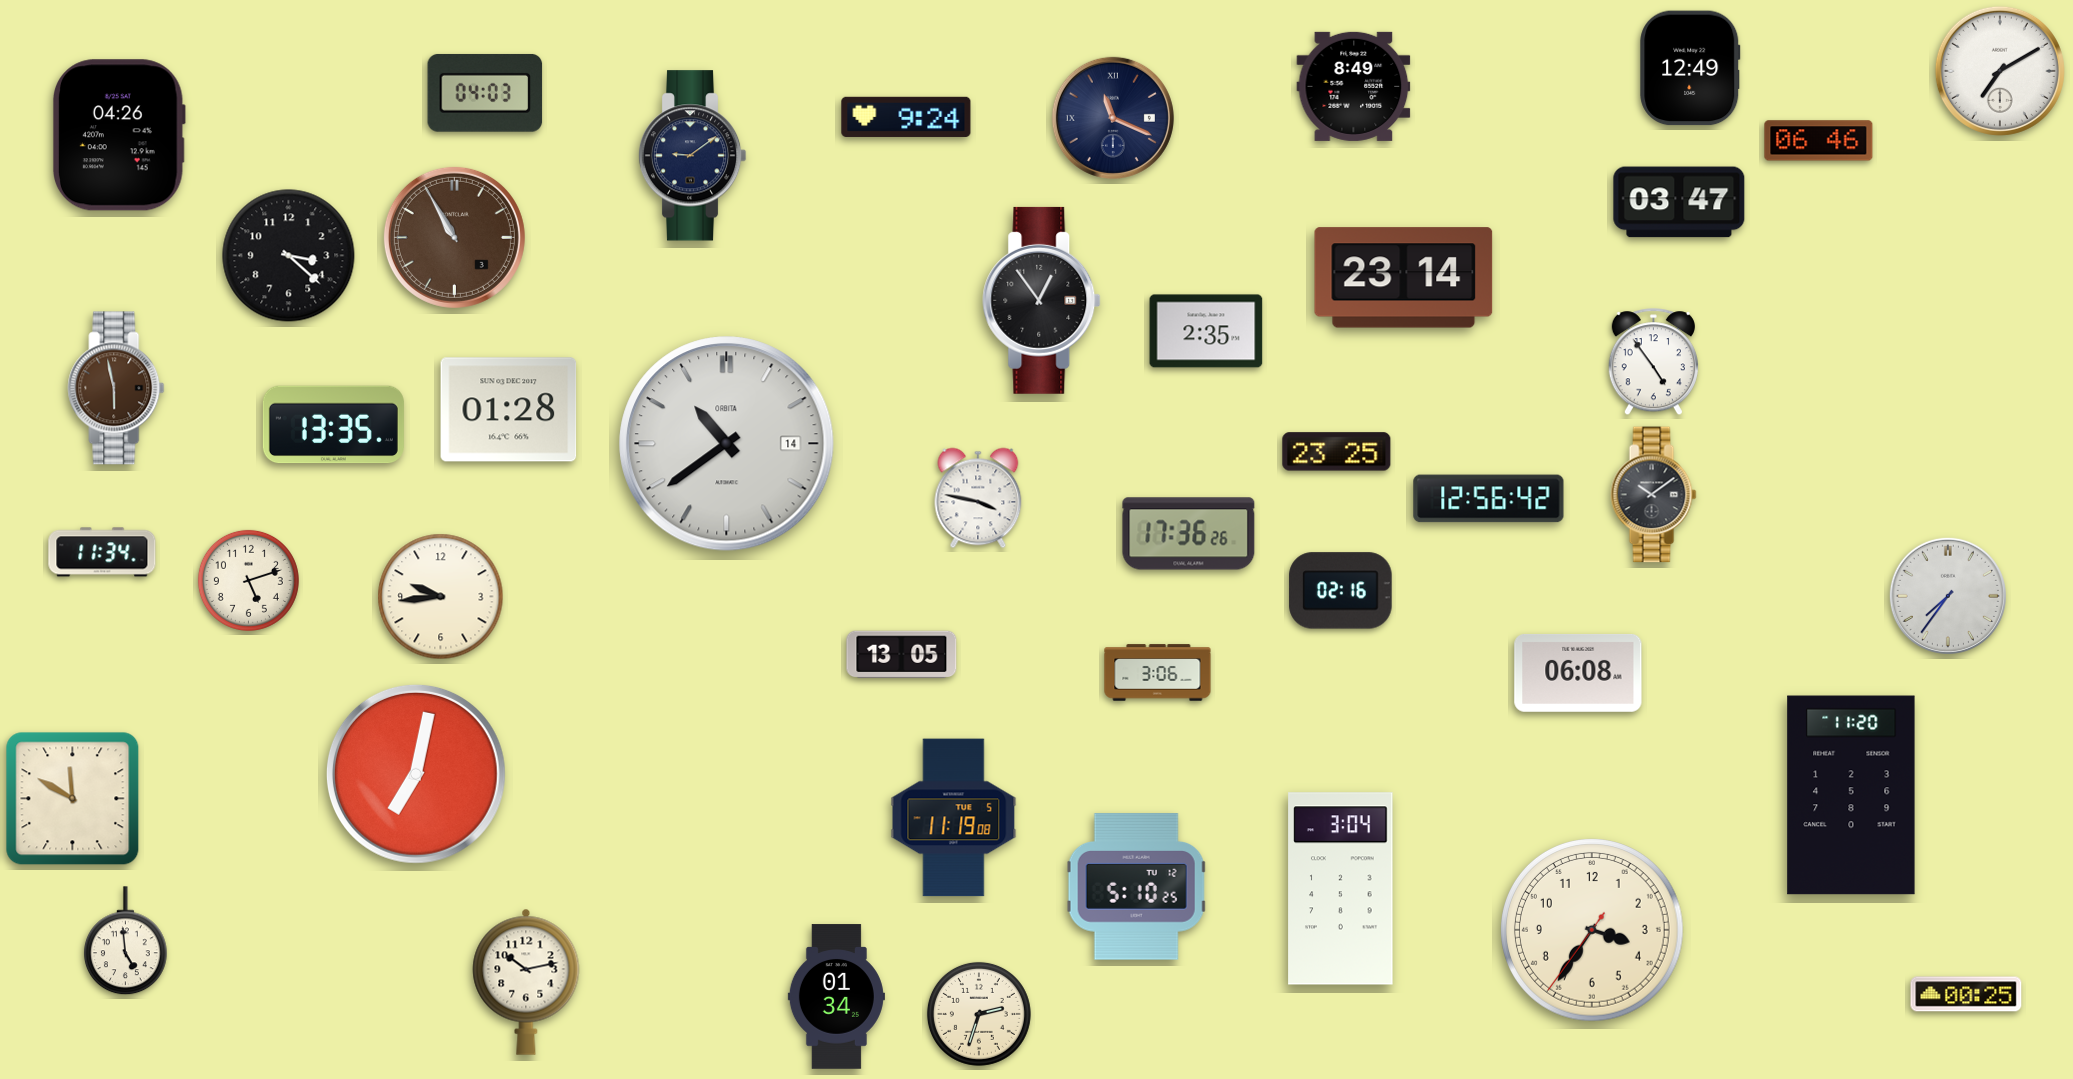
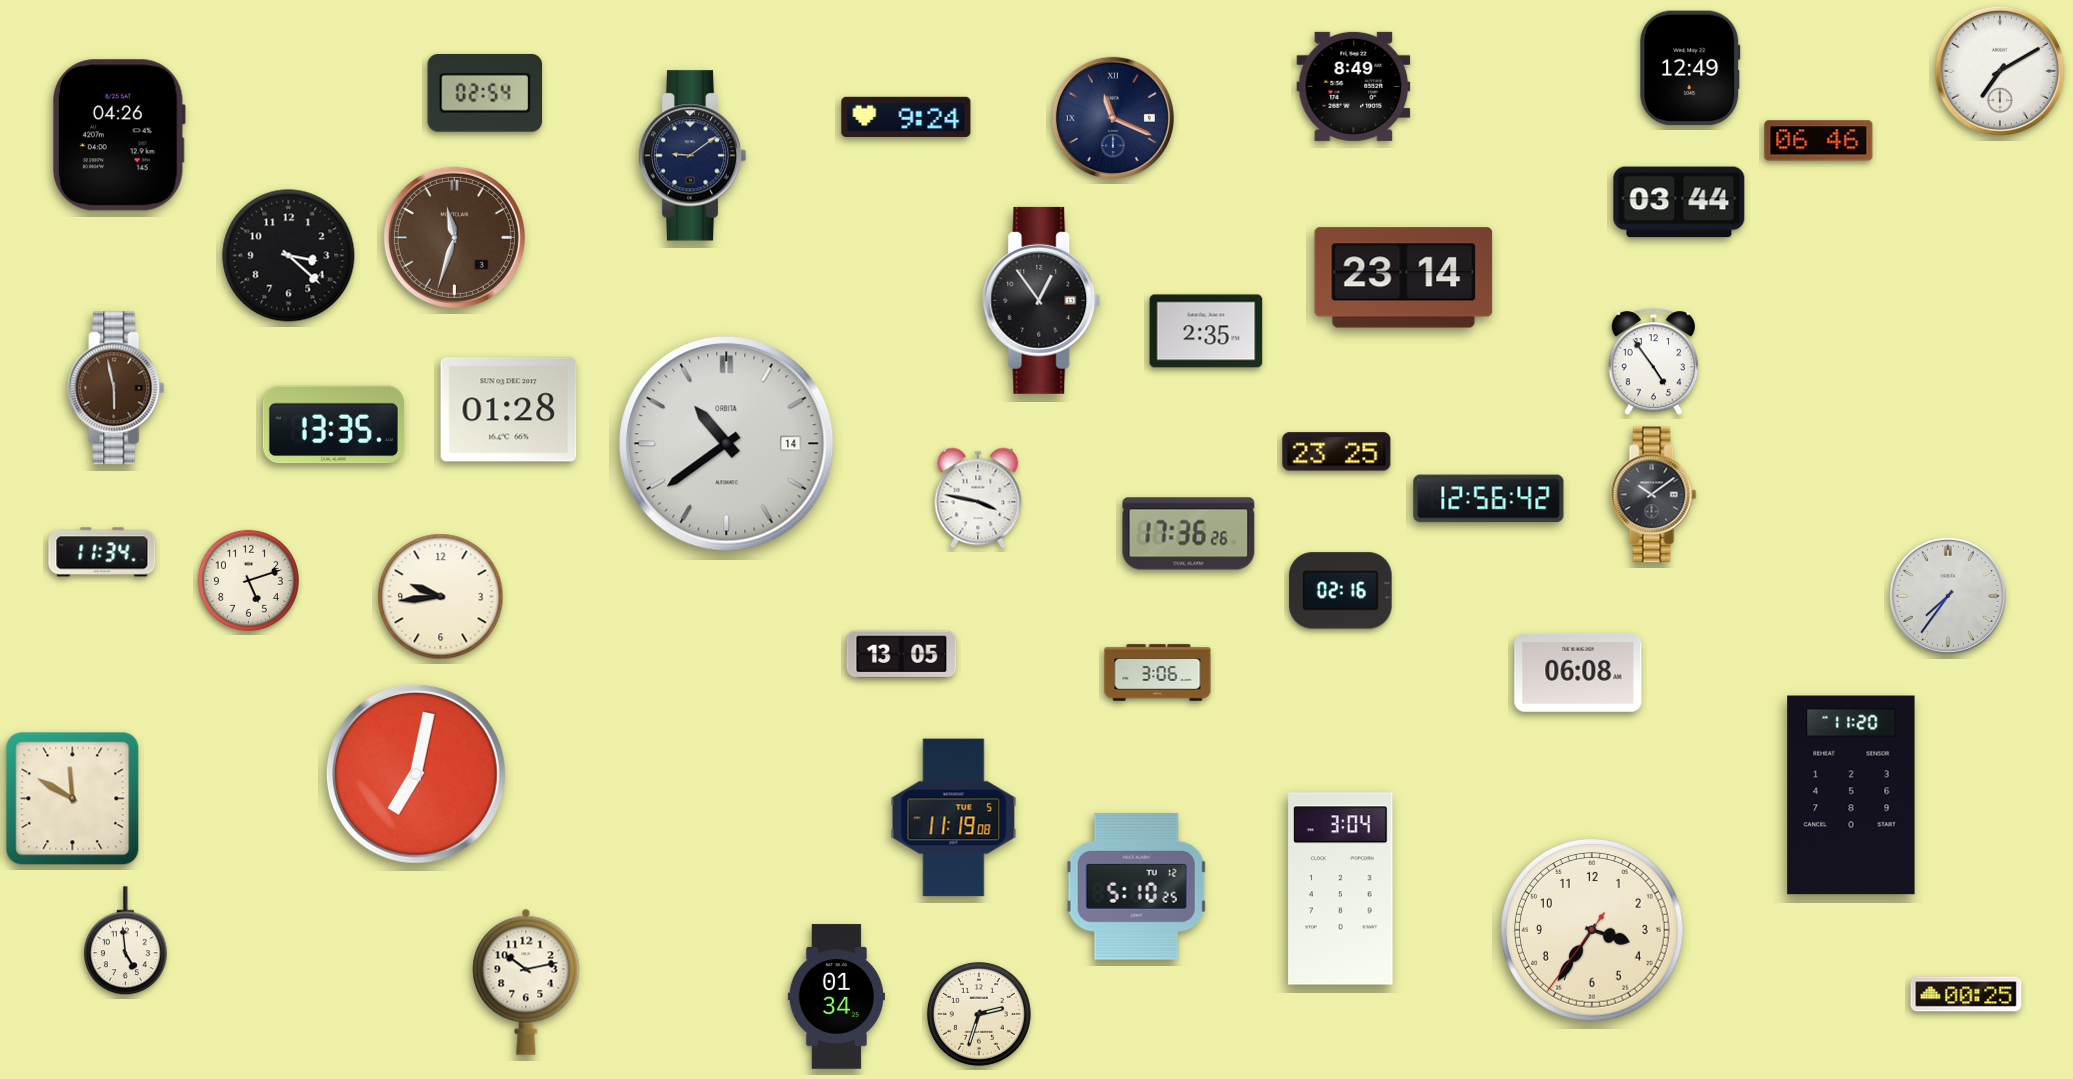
clock at (485, 93): 04:03 -> 02:54
clock at (1679, 202): 03:47 -> 03:44
clock at (454, 237): 10:55 -> 11:33
